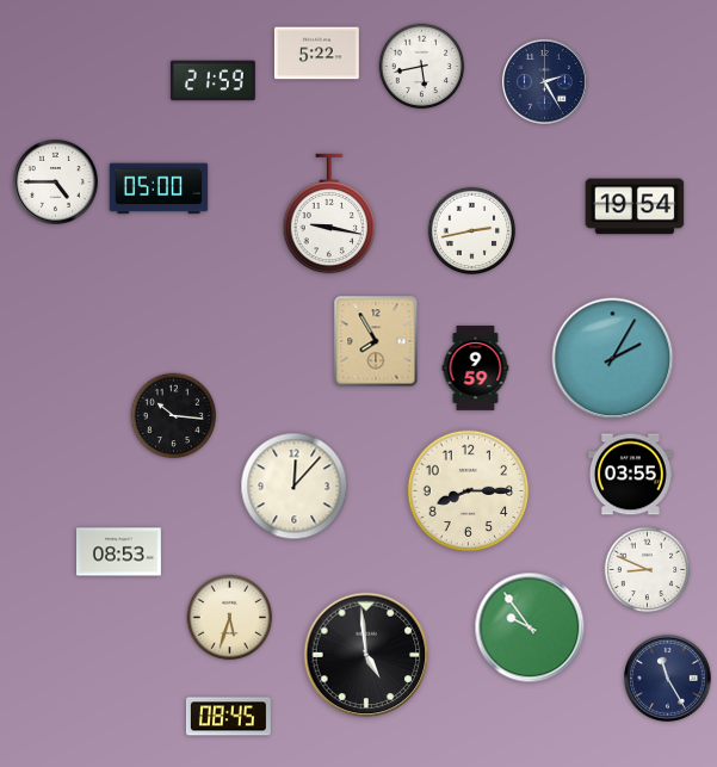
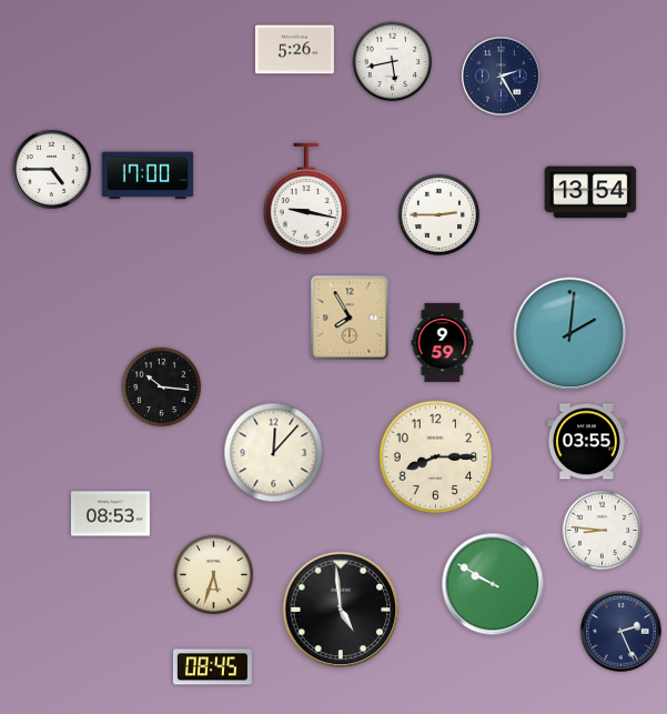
clock at (316, 54): 5:22 -> 5:26
clock at (212, 81): 21:59 -> none
clock at (544, 81) position: (544, 81) -> (501, 76)
clock at (159, 188): 05:00 -> 17:00
clock at (635, 206): 19:54 -> 13:54
clock at (472, 231): 2:43 -> 2:45
clock at (613, 359): 2:05 -> 2:01
clock at (648, 570): 8:49 -> 8:46
clock at (530, 627): 9:54 -> 9:50
clock at (668, 679): 11:25 -> 2:26
